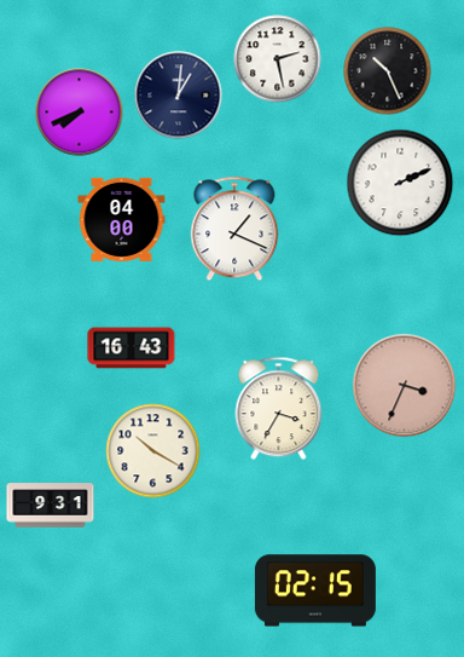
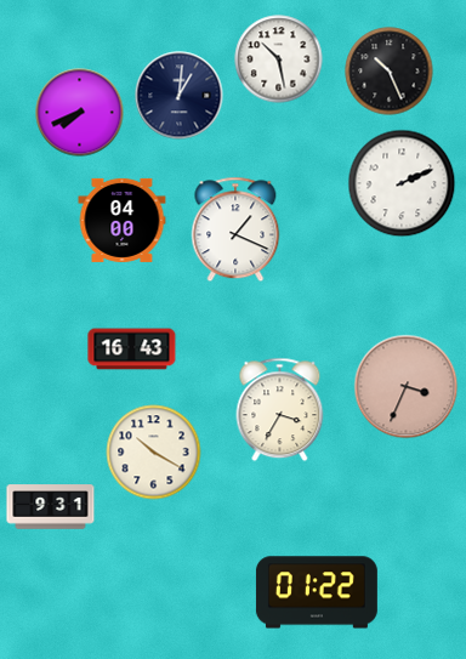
clock at (278, 59): 2:28 -> 10:28
clock at (315, 590): 02:15 -> 01:22
